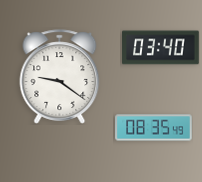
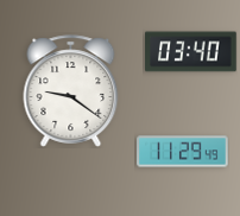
clock at (161, 48) position: (161, 48) -> (191, 52)
clock at (154, 128): 08:35 -> 11:29
